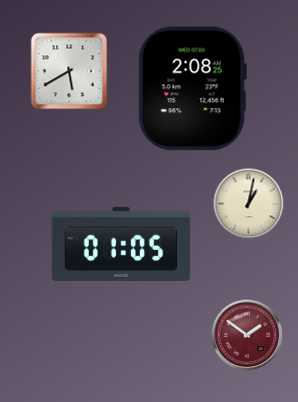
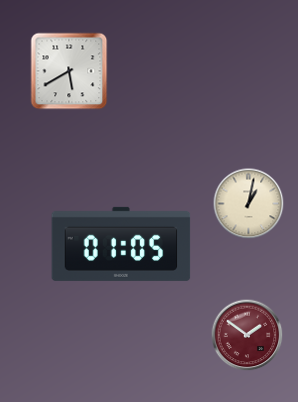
clock at (192, 89): 2:08 -> none
